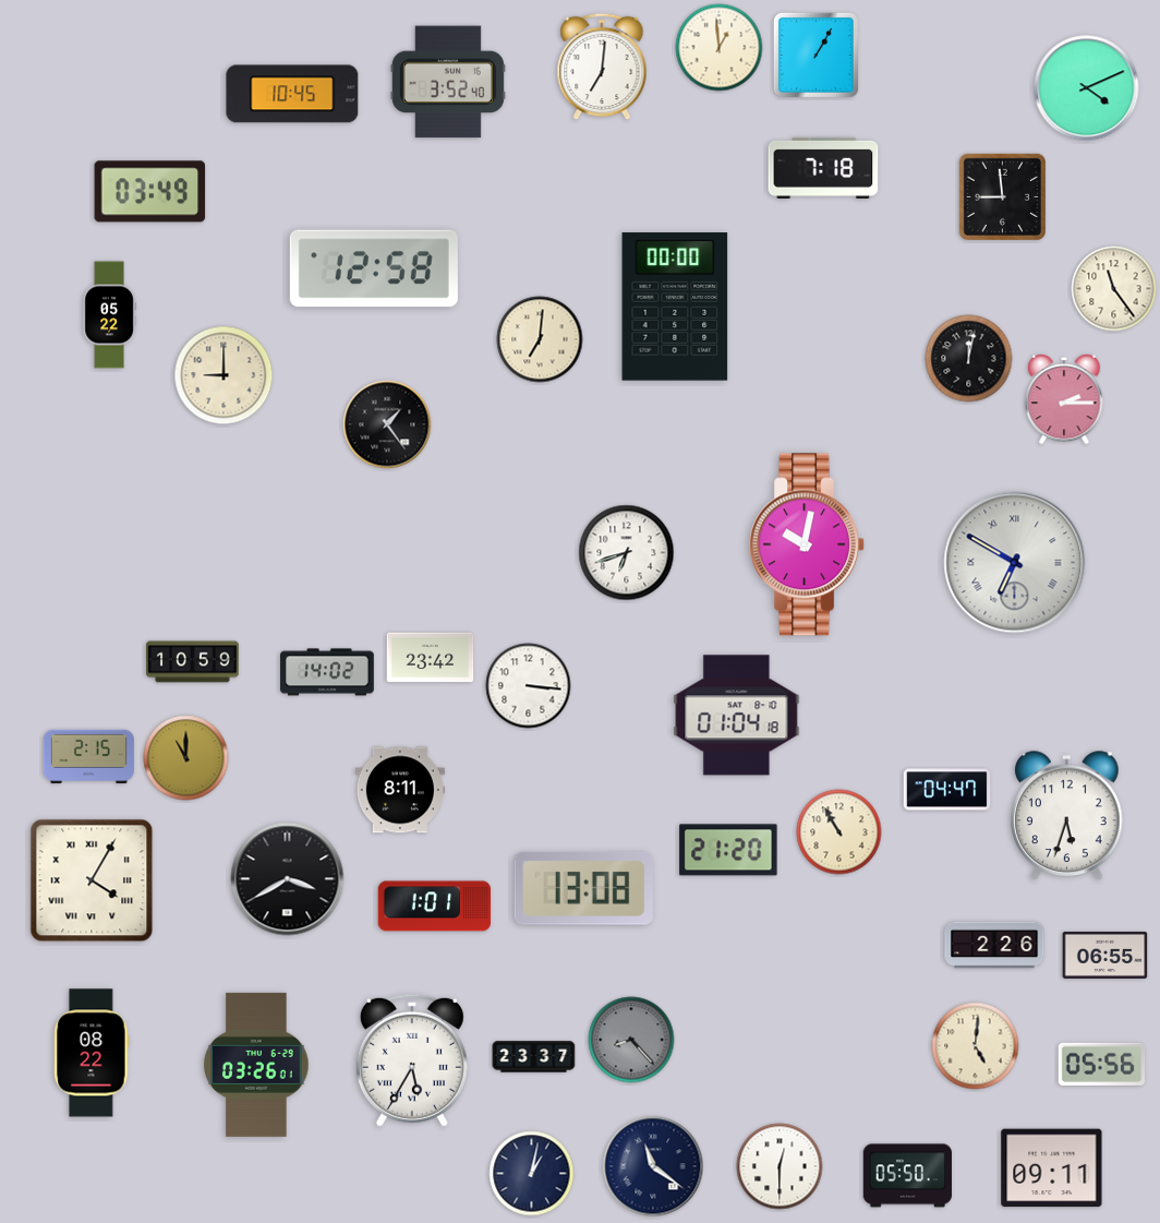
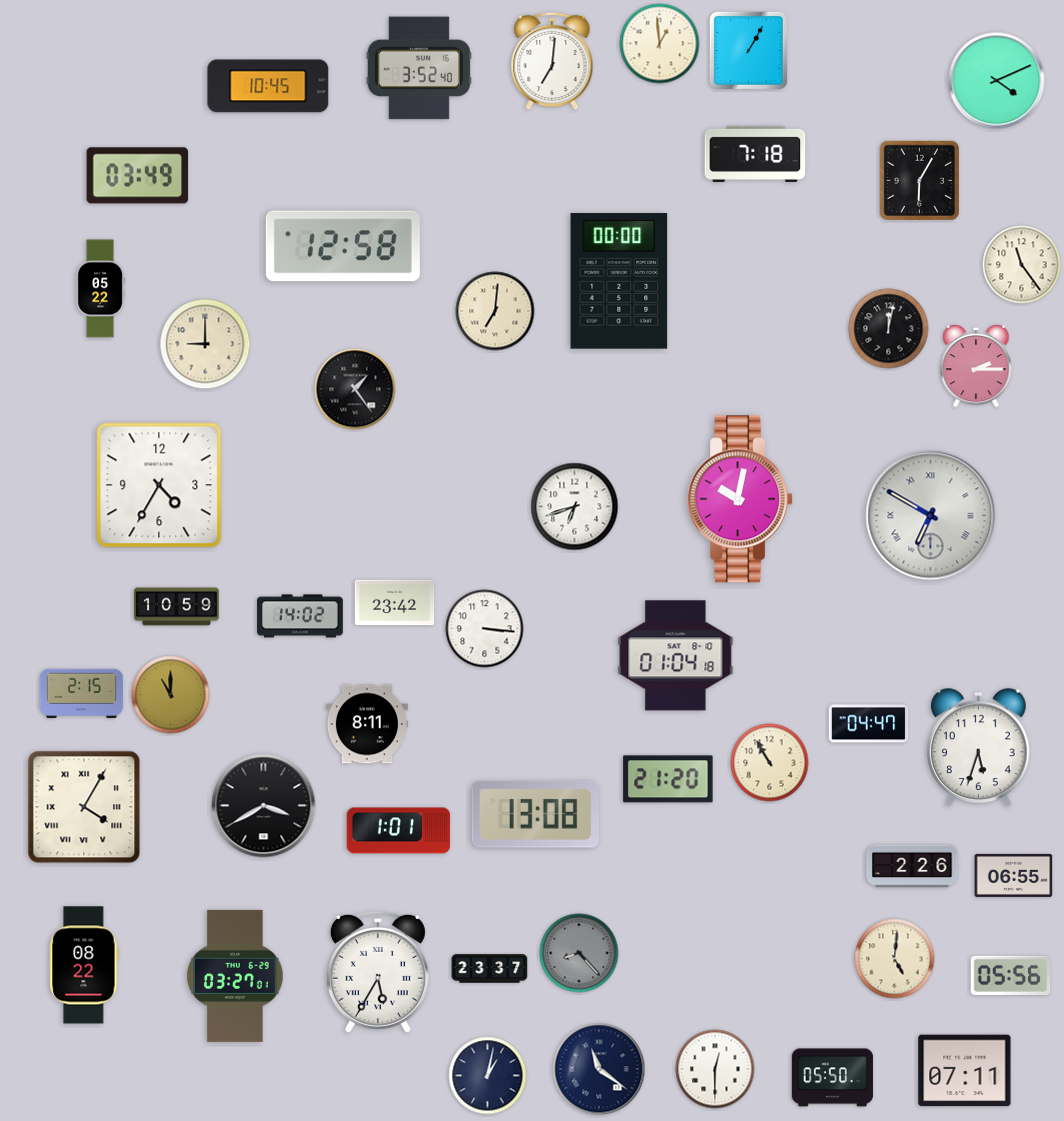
clock at (448, 82) position: (448, 82) -> (419, 68)
clock at (1002, 196): 8:59 -> 6:05
clock at (159, 485): none -> 4:35
clock at (256, 1065): 03:26 -> 03:27
clock at (1052, 1168): 09:11 -> 07:11
